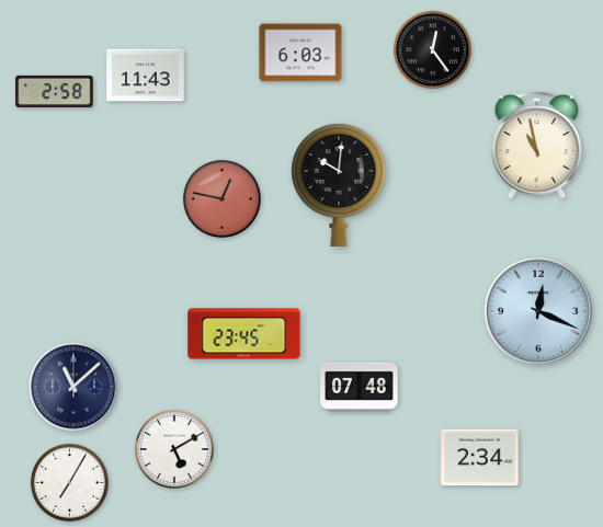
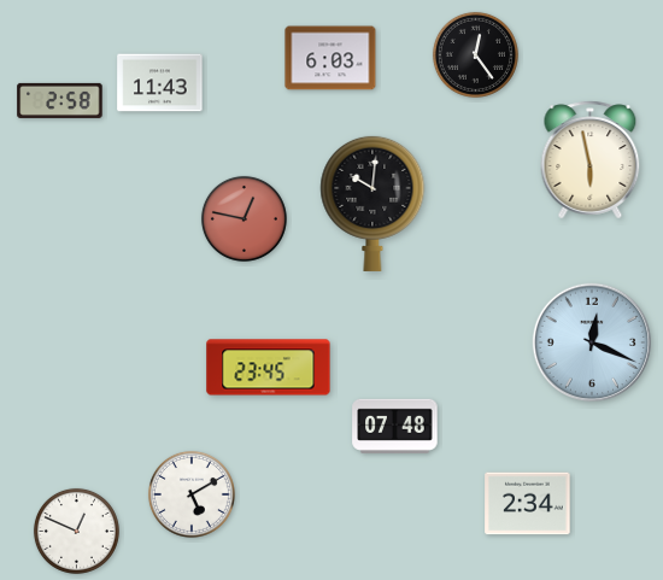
clock at (537, 146): 10:58 -> 5:58
clock at (73, 387): 11:08 -> none
clock at (69, 482): 7:05 -> 12:49
